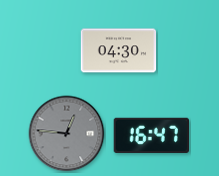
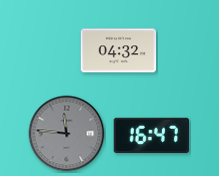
clock at (119, 51): 04:30 -> 04:32
clock at (67, 134): 12:46 -> 11:46
